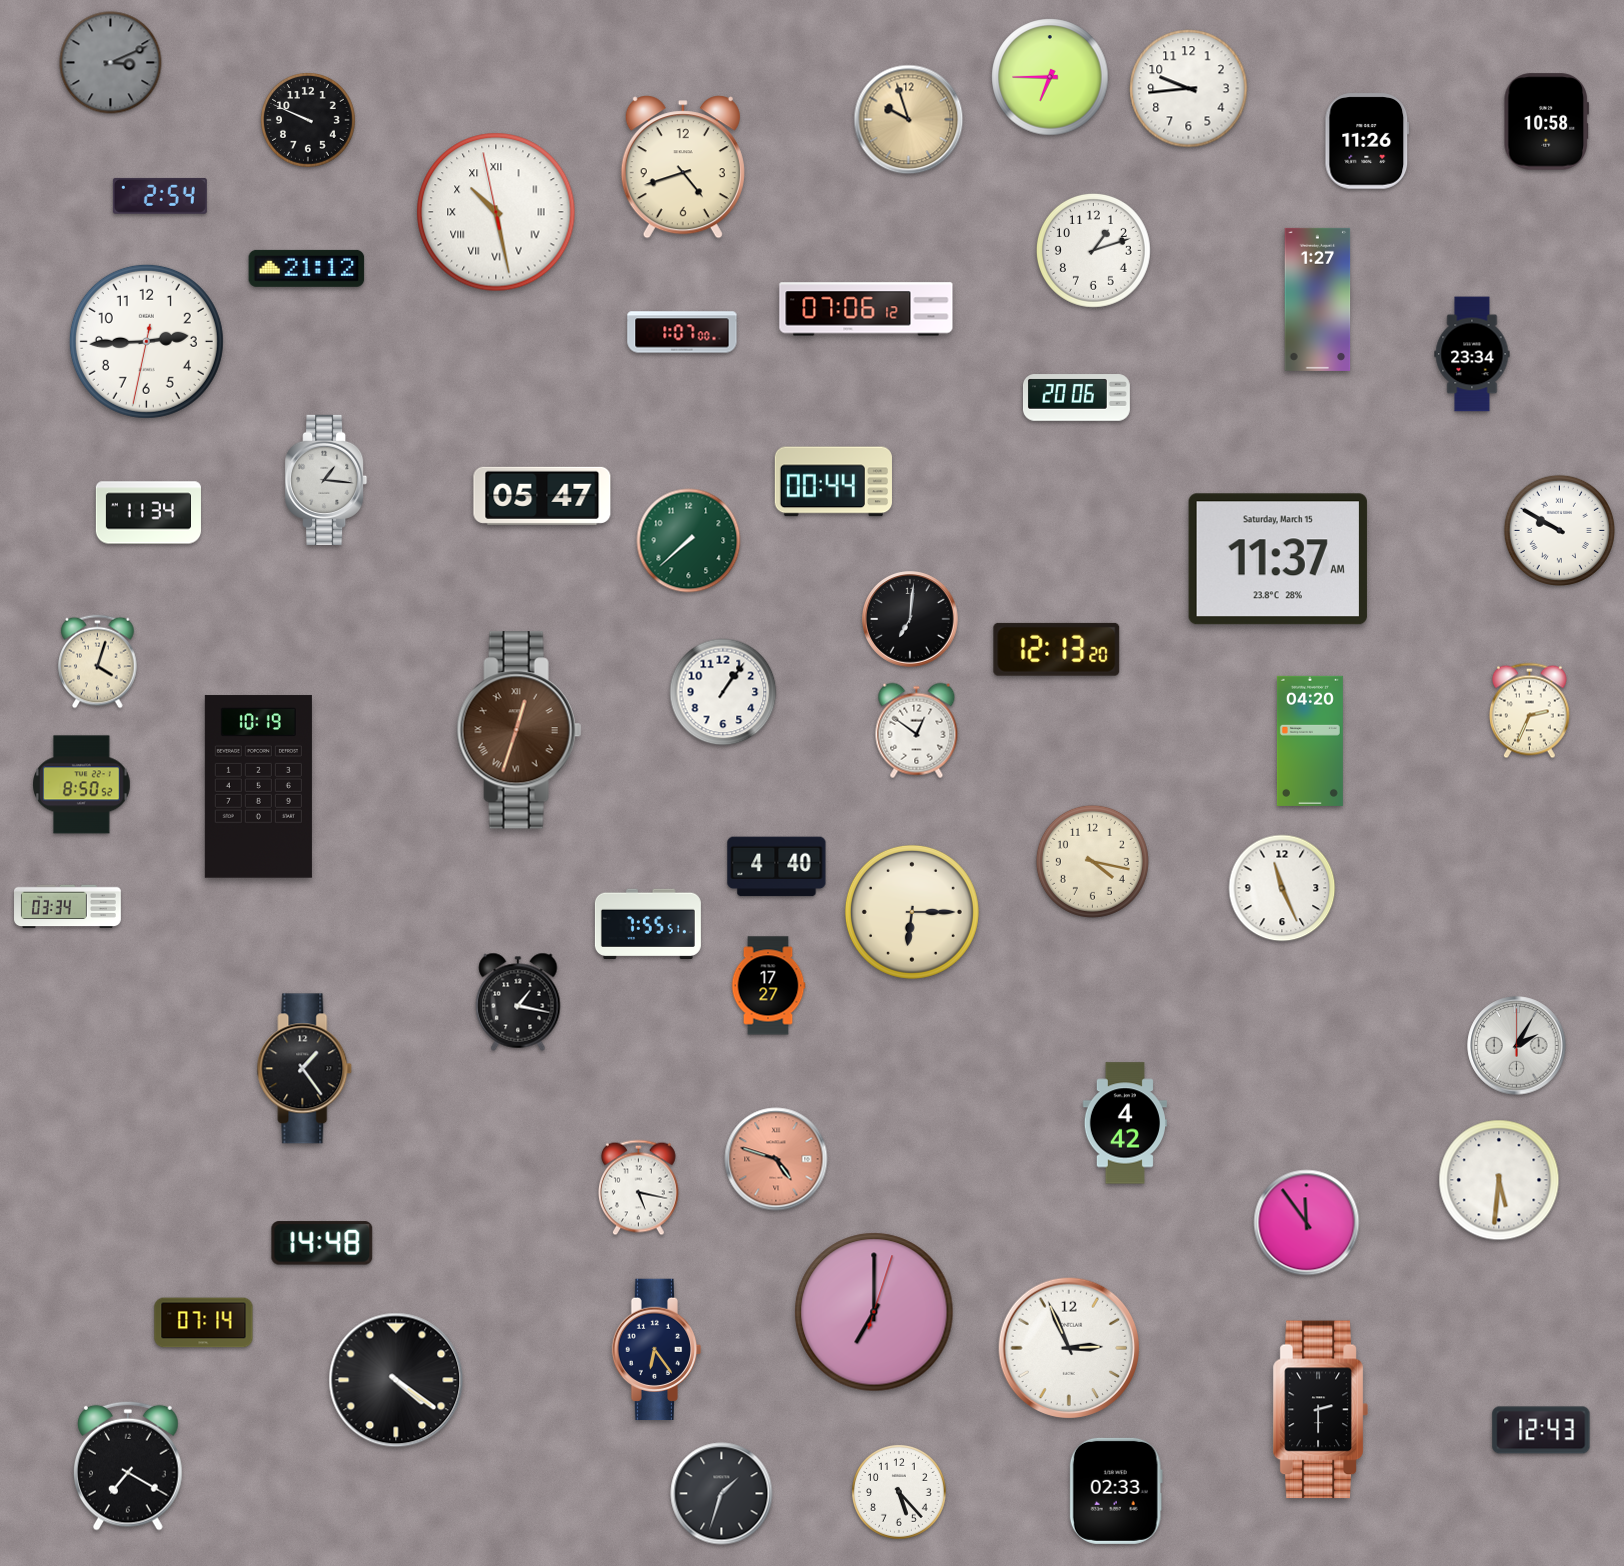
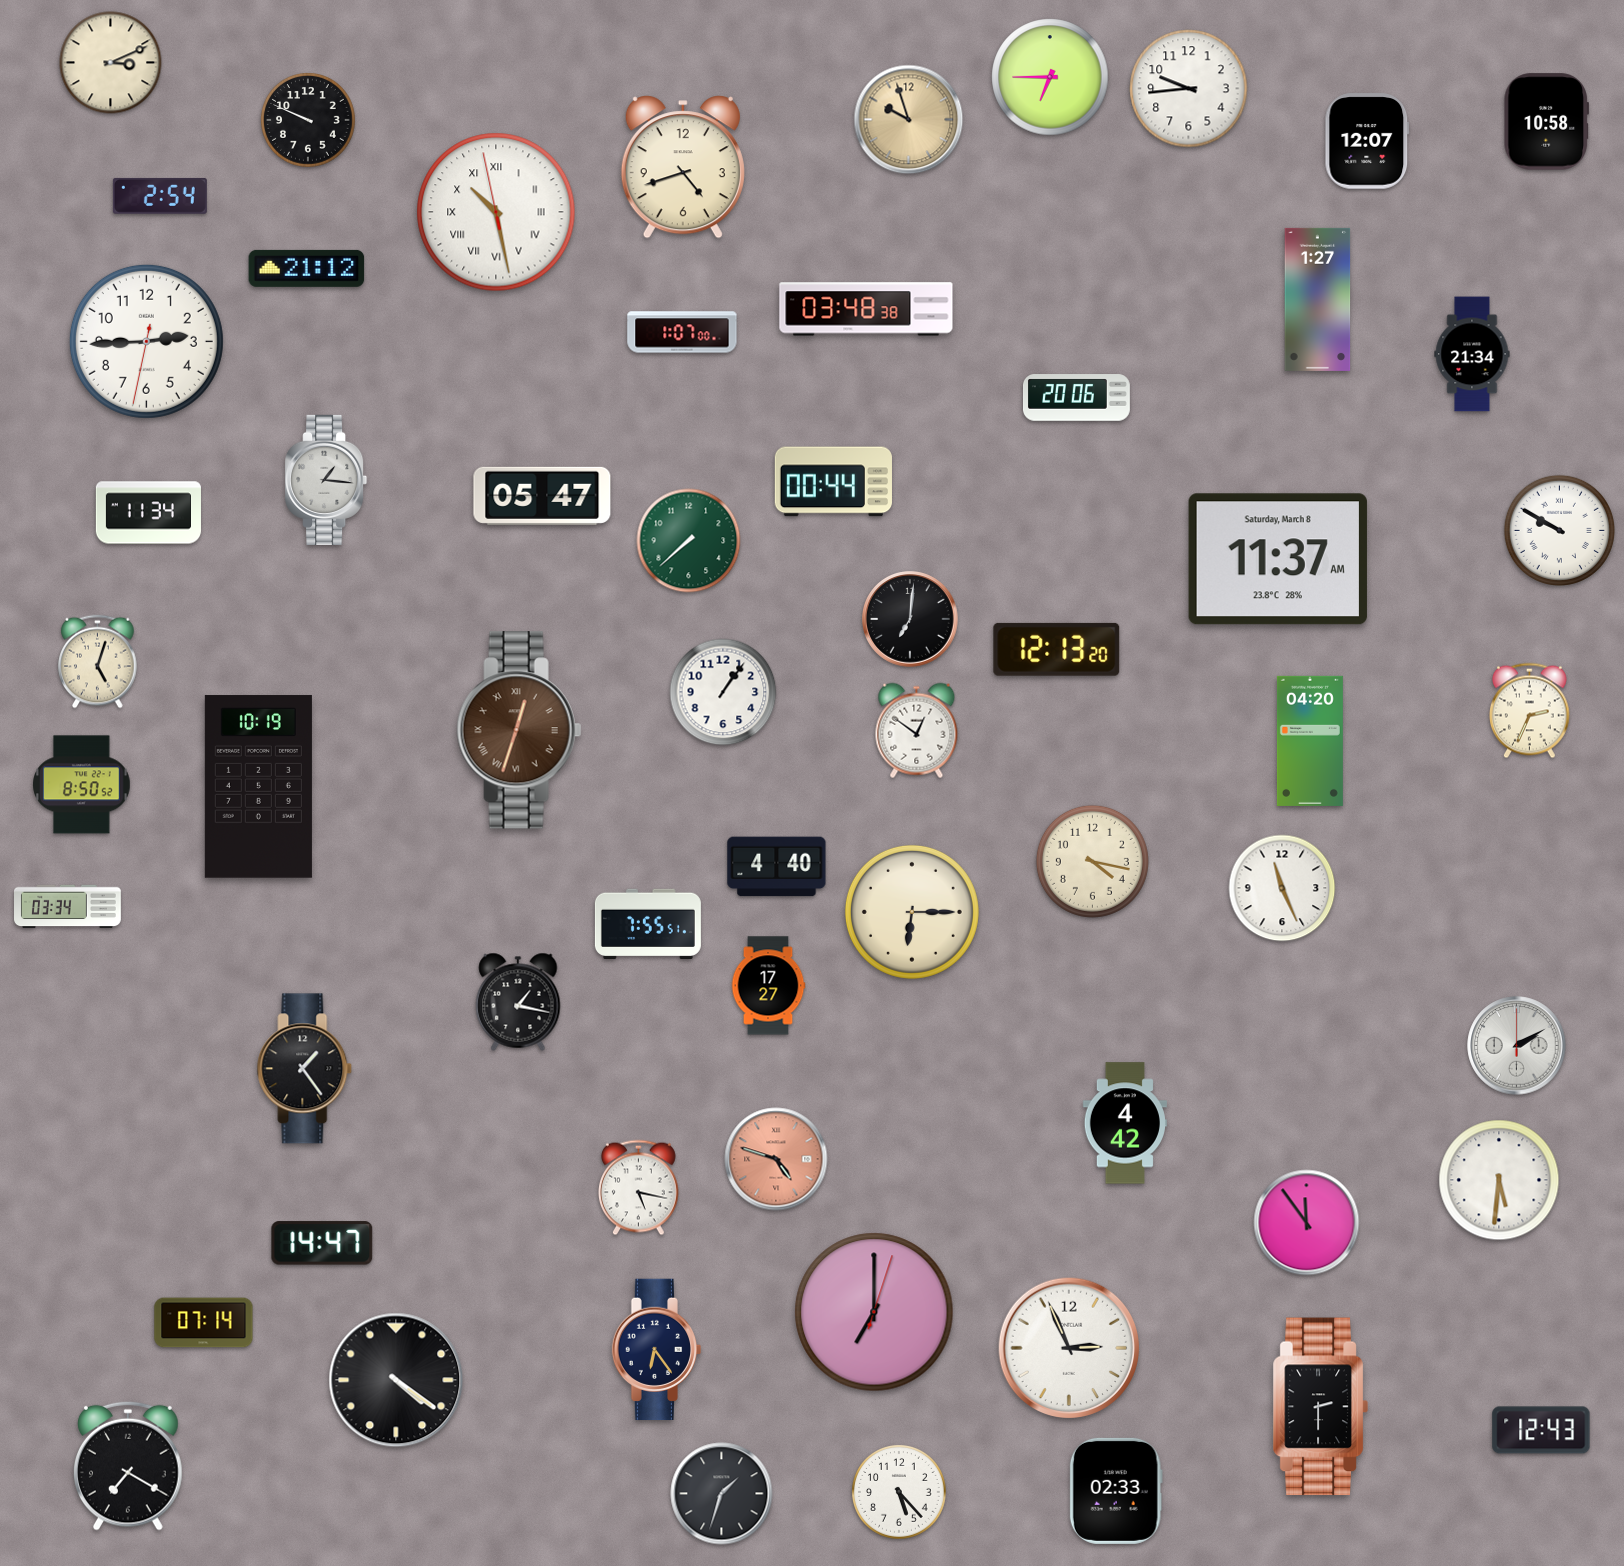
clock at (111, 63) dial: grey -> cream
clock at (1367, 141): 11:26 -> 12:07
clock at (1093, 250): 1:12 -> none
clock at (866, 309): 07:06 -> 03:48
clock at (1472, 354): 23:34 -> 21:34
clock at (1278, 559) date: Saturday, March 15 -> Saturday, March 8
clock at (98, 662): 4:03 -> 5:03
clock at (1517, 1046): 2:05 -> 2:10
clock at (322, 1243): 14:48 -> 14:47
clock at (1320, 1410) position: (1320, 1410) -> (1320, 1407)
